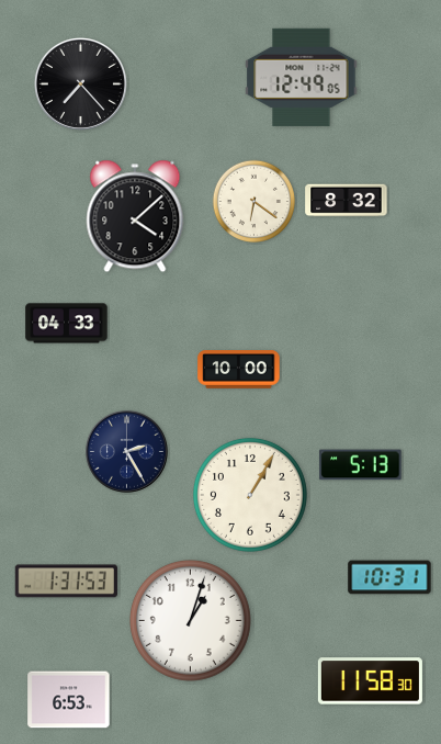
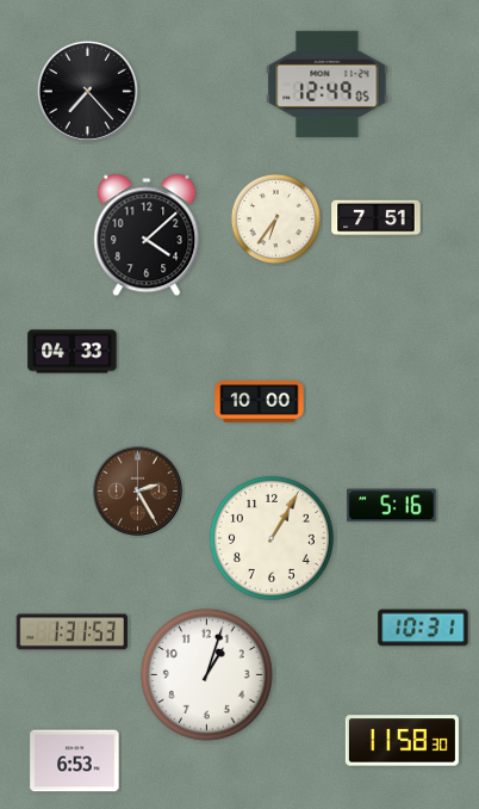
clock at (253, 201): 6:21 -> 6:36
clock at (347, 201): 8:32 -> 7:51
clock at (127, 452) dial: navy -> brown
clock at (361, 465): 5:13 -> 5:16
